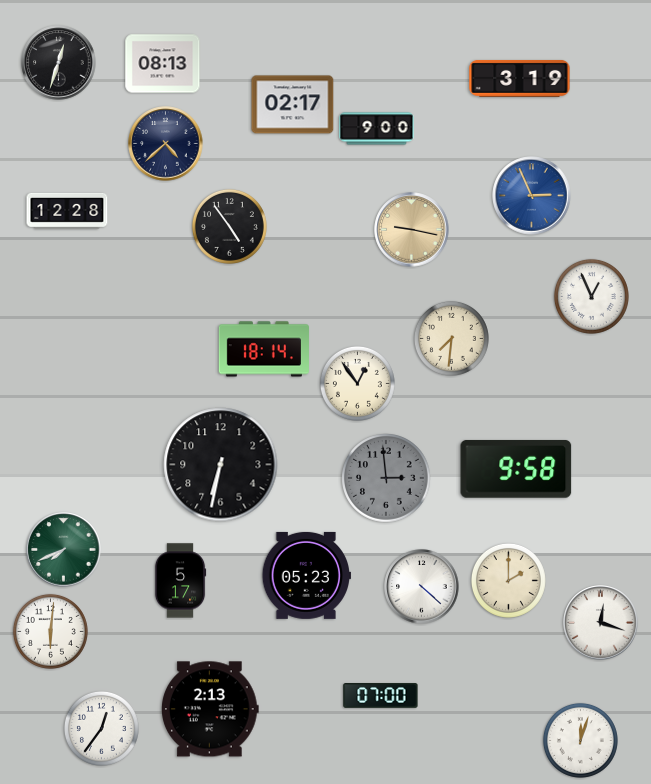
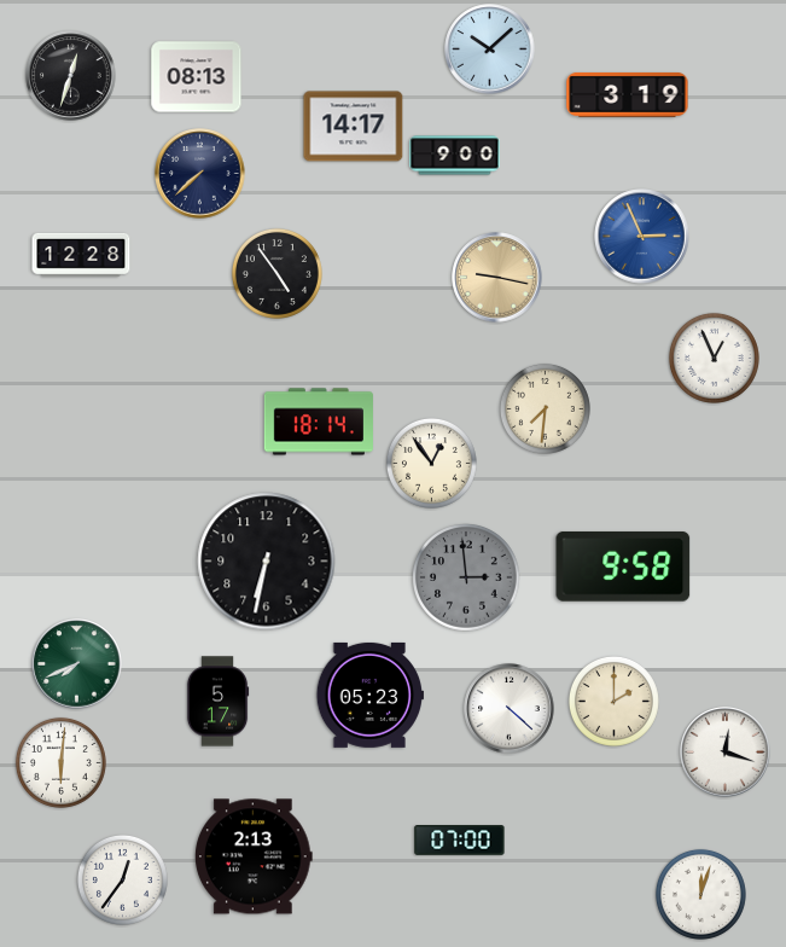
clock at (490, 50): none -> 10:08
clock at (293, 105): 02:17 -> 14:17
clock at (166, 144): 4:38 -> 7:38
